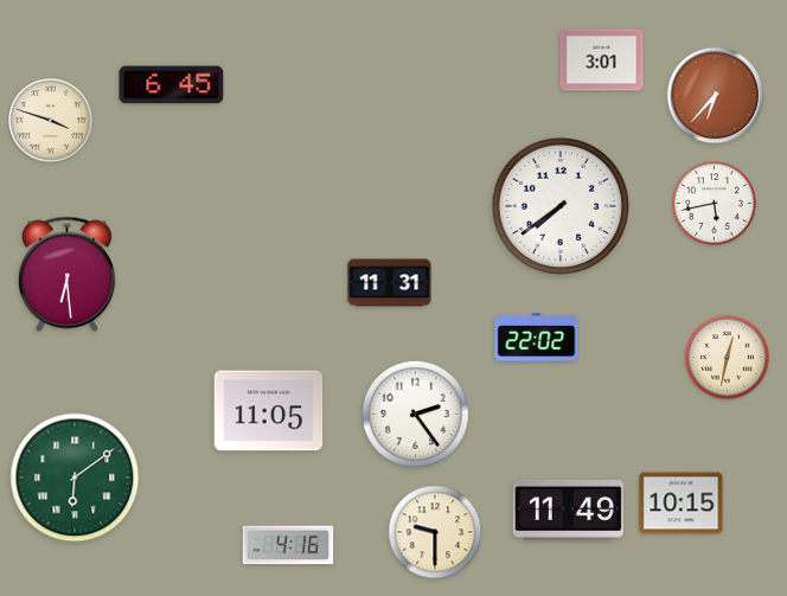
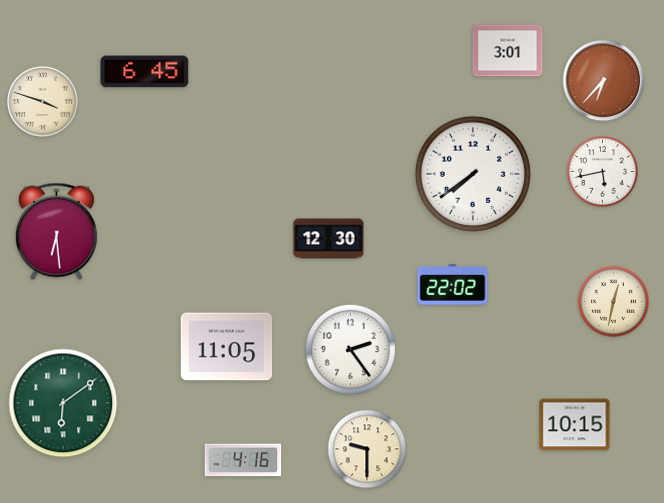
clock at (390, 283): 11:31 -> 12:30
clock at (568, 510): 11:49 -> none
